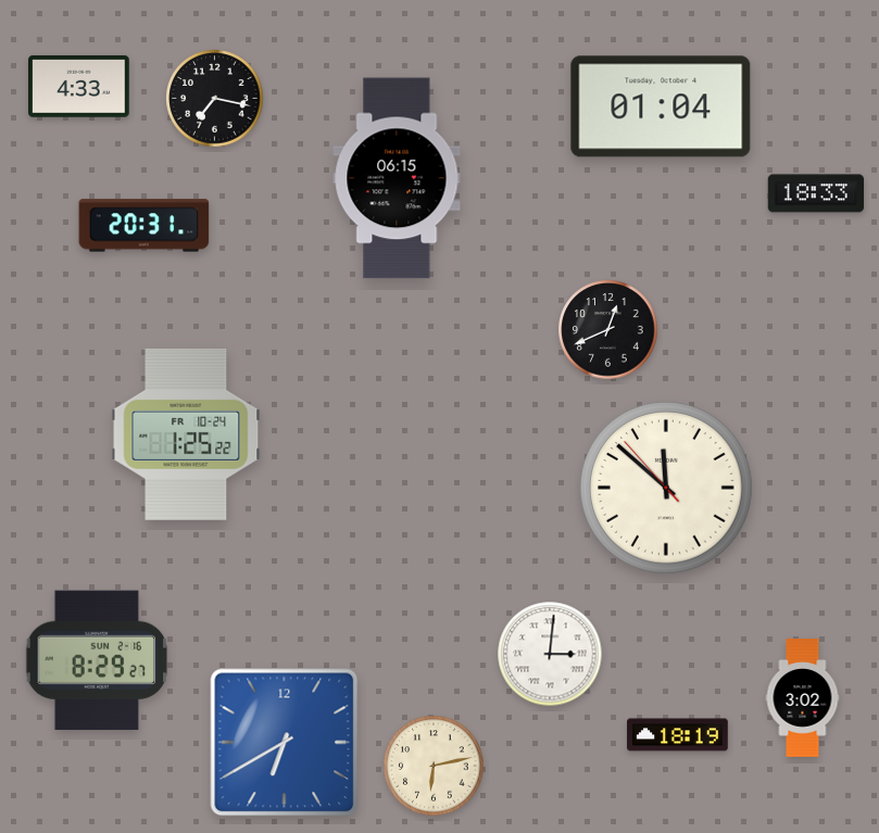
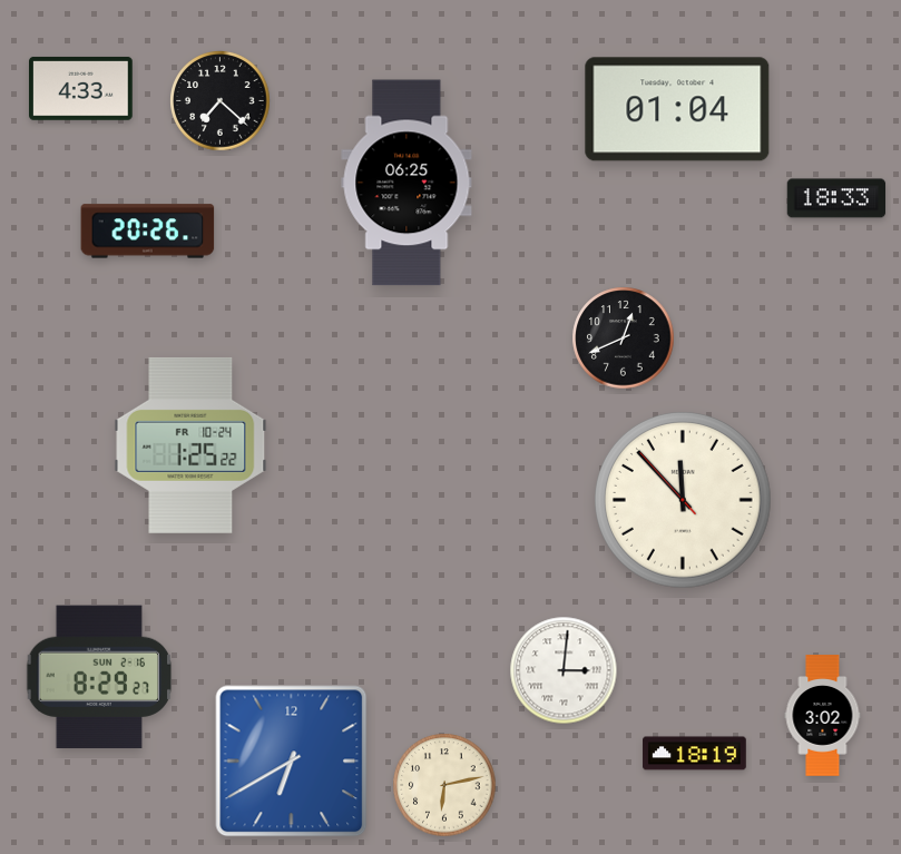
clock at (215, 99): 7:17 -> 7:22
clock at (397, 178): 06:15 -> 06:25
clock at (145, 226): 20:31 -> 20:26
clock at (667, 489): 11:51 -> 11:52
